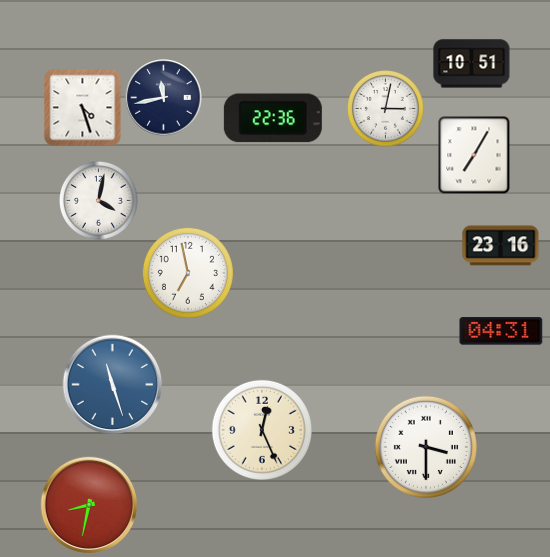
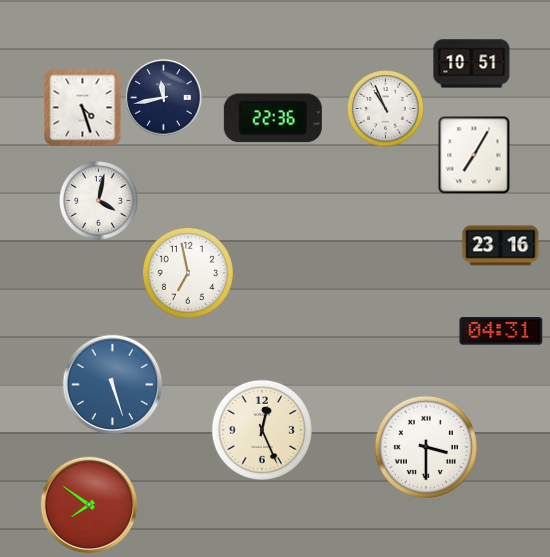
clock at (386, 109): 3:02 -> 10:56
clock at (113, 385): 11:27 -> 5:27
clock at (88, 504): 8:32 -> 7:51
